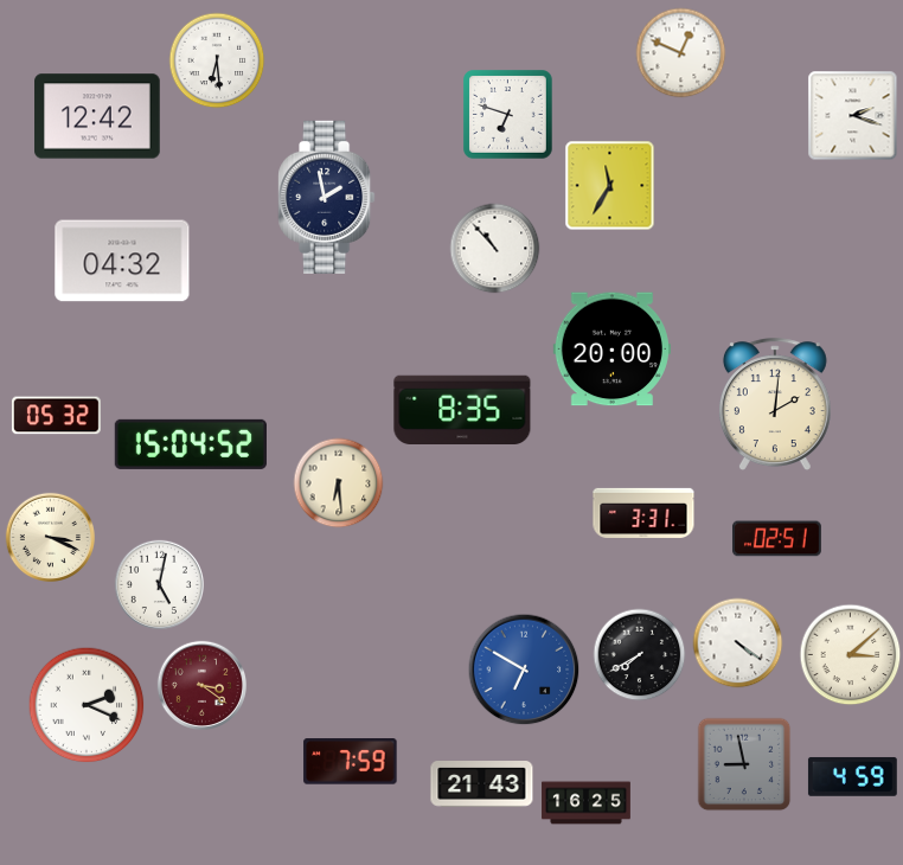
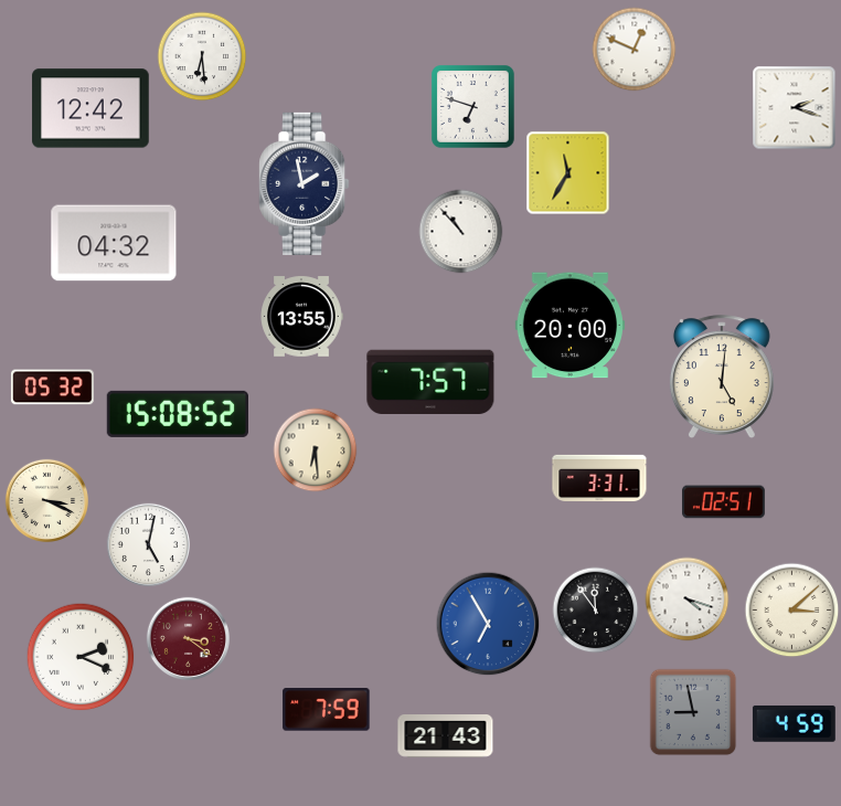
clock at (301, 317): none -> 13:55
clock at (775, 404): 2:01 -> 5:01
clock at (462, 409): 8:35 -> 7:57
clock at (191, 444): 15:04 -> 15:08
clock at (738, 643): 4:21 -> 4:18
clock at (640, 655): 7:40 -> 11:54
clock at (524, 669): 6:50 -> 6:55
clock at (482, 784) position: (482, 784) -> (446, 736)
clock at (587, 803): 16:25 -> none
